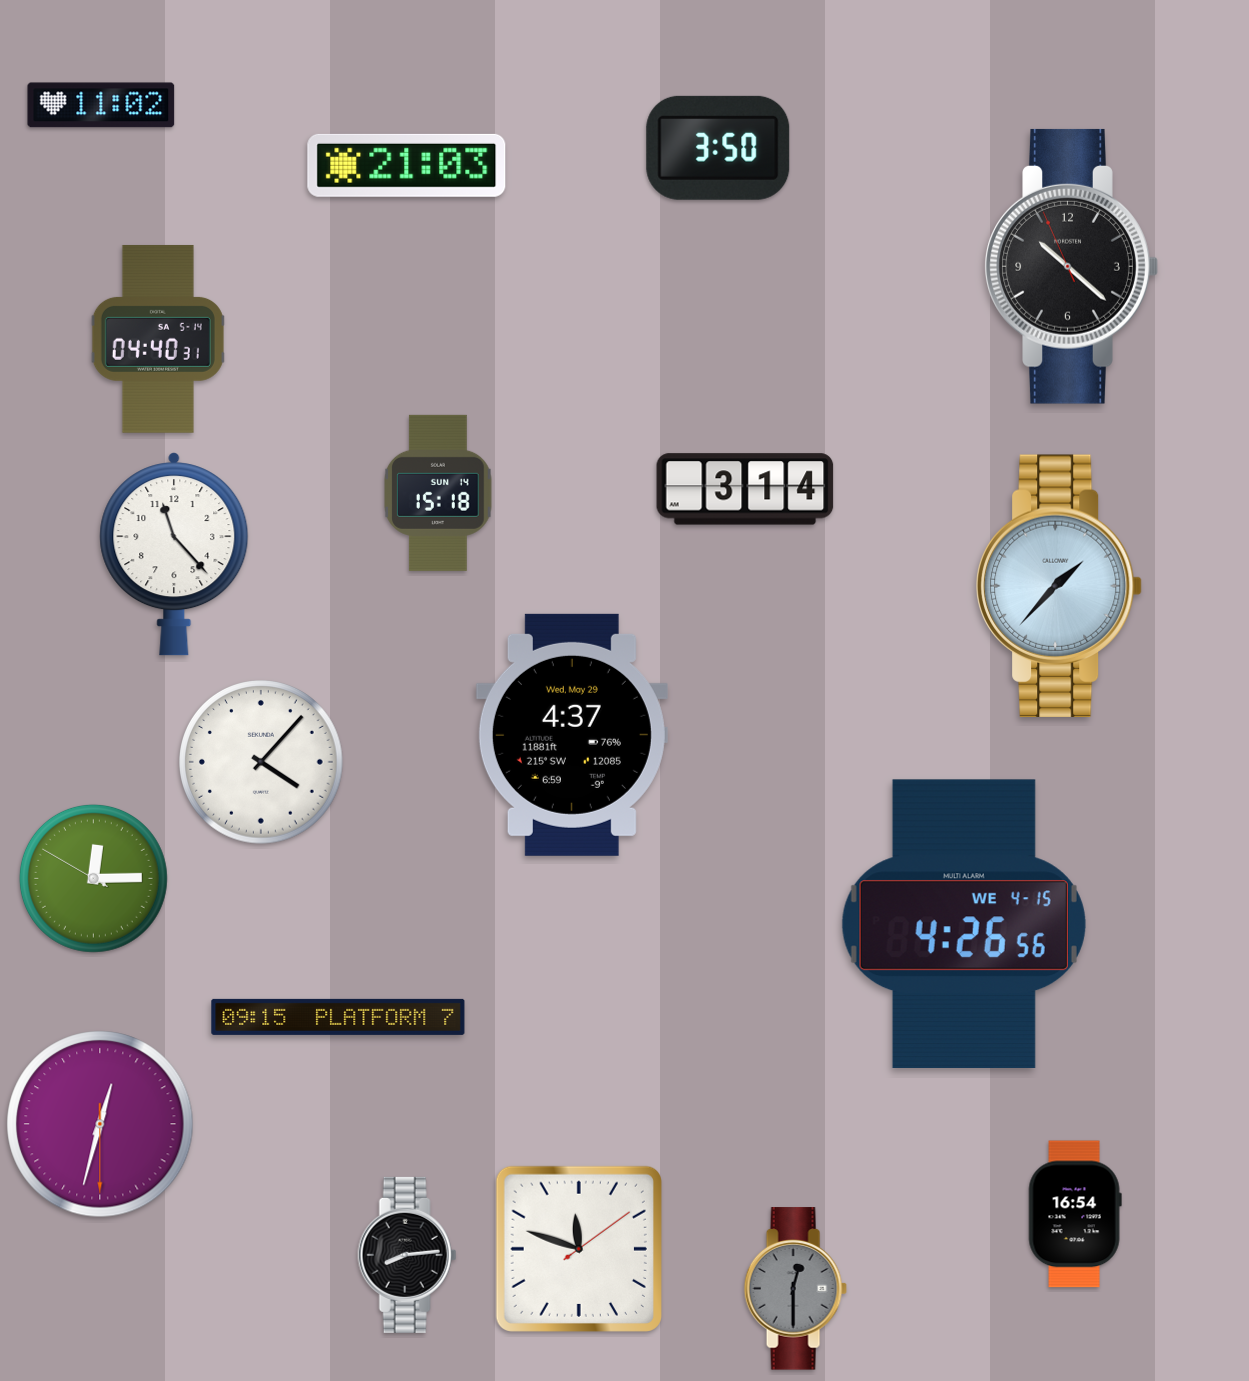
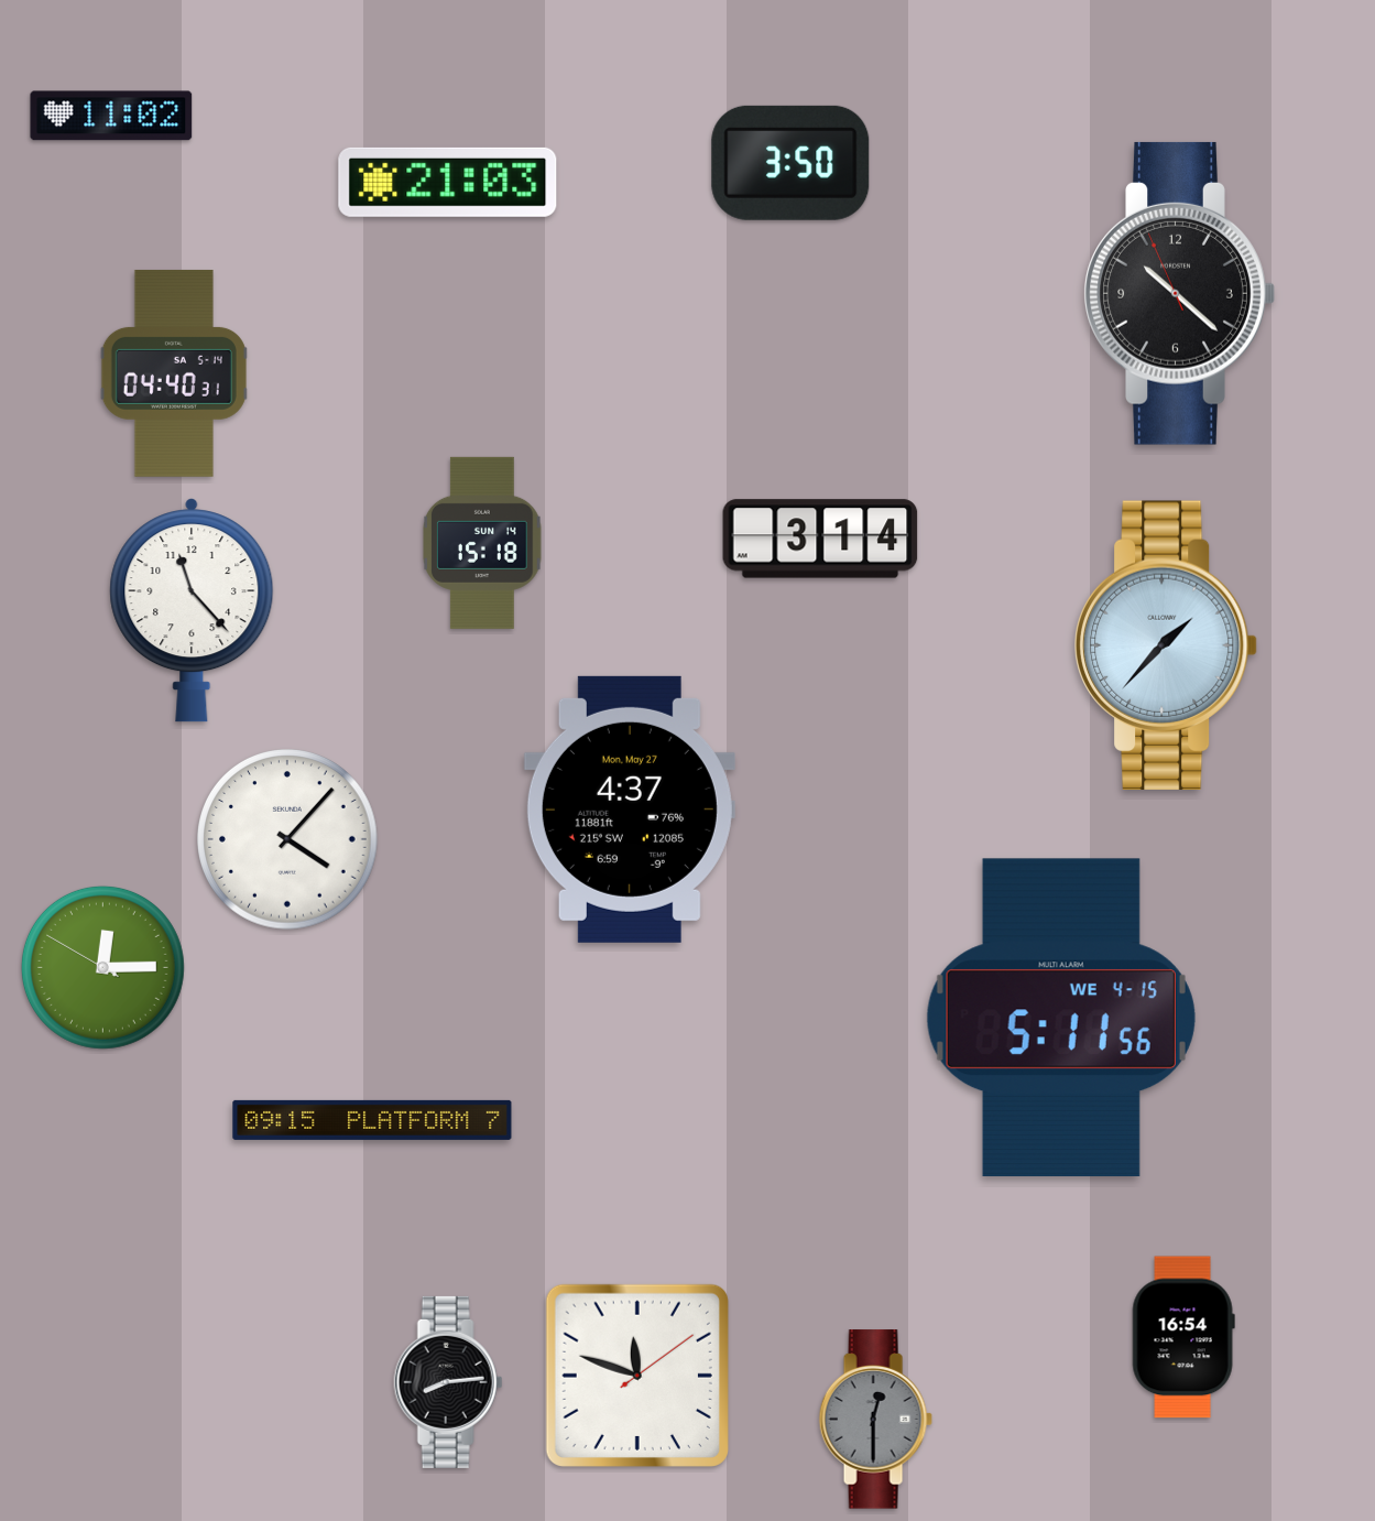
clock at (572, 735) date: Wed, May 29 -> Mon, May 27
clock at (964, 923): 4:26 -> 5:11
clock at (100, 1124): 12:32 -> none
